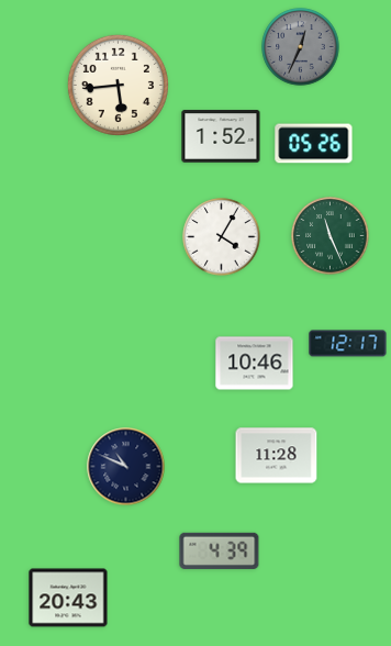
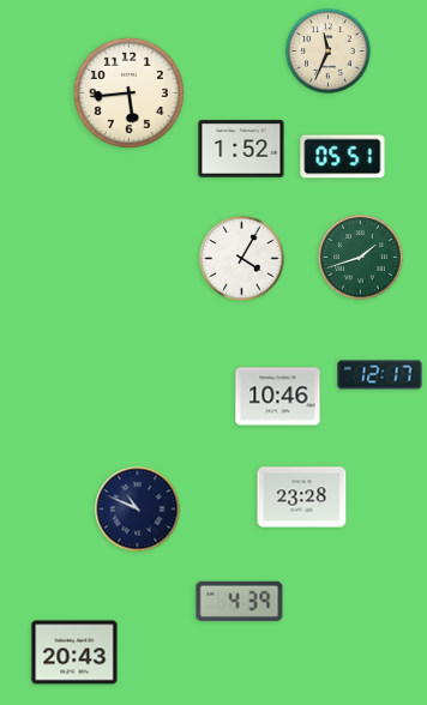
clock at (301, 47): 12:34 -> 11:34
clock at (301, 47) dial: grey -> cream
clock at (314, 144): 05:26 -> 05:51
clock at (331, 236): 11:26 -> 1:42
clock at (277, 456): 11:28 -> 23:28
